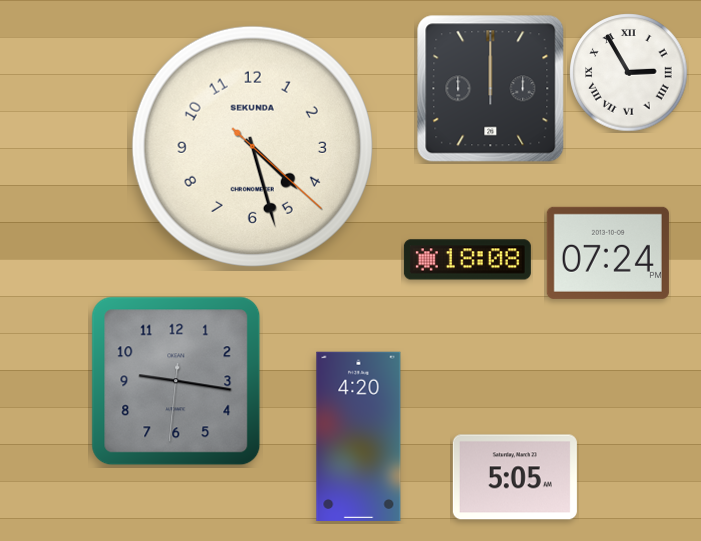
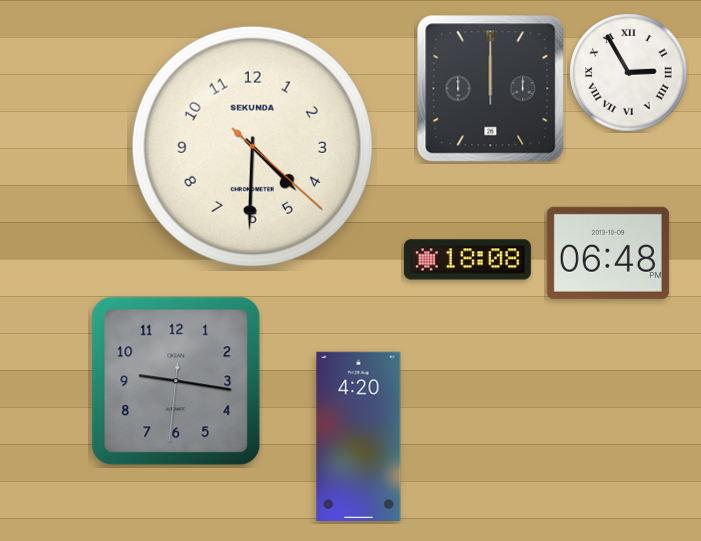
clock at (252, 146): 4:27 -> 4:30
clock at (608, 253): 07:24 -> 06:48
clock at (515, 477): 5:05 -> none
